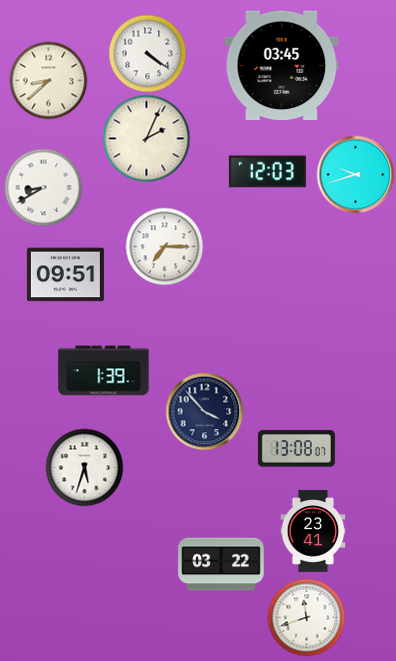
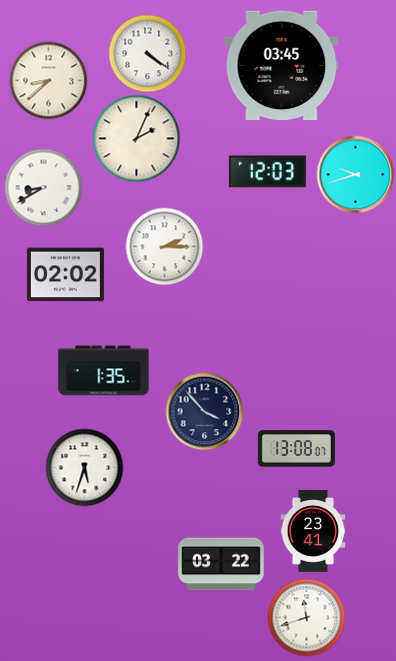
clock at (146, 138) position: (146, 138) -> (136, 138)
clock at (164, 246): 7:15 -> 2:15
clock at (65, 275): 09:51 -> 02:02
clock at (104, 371): 1:39 -> 1:35
